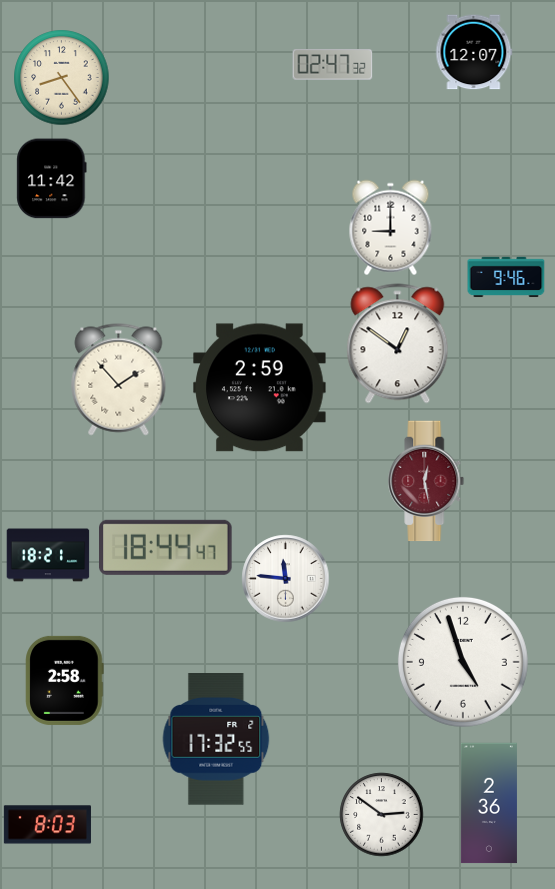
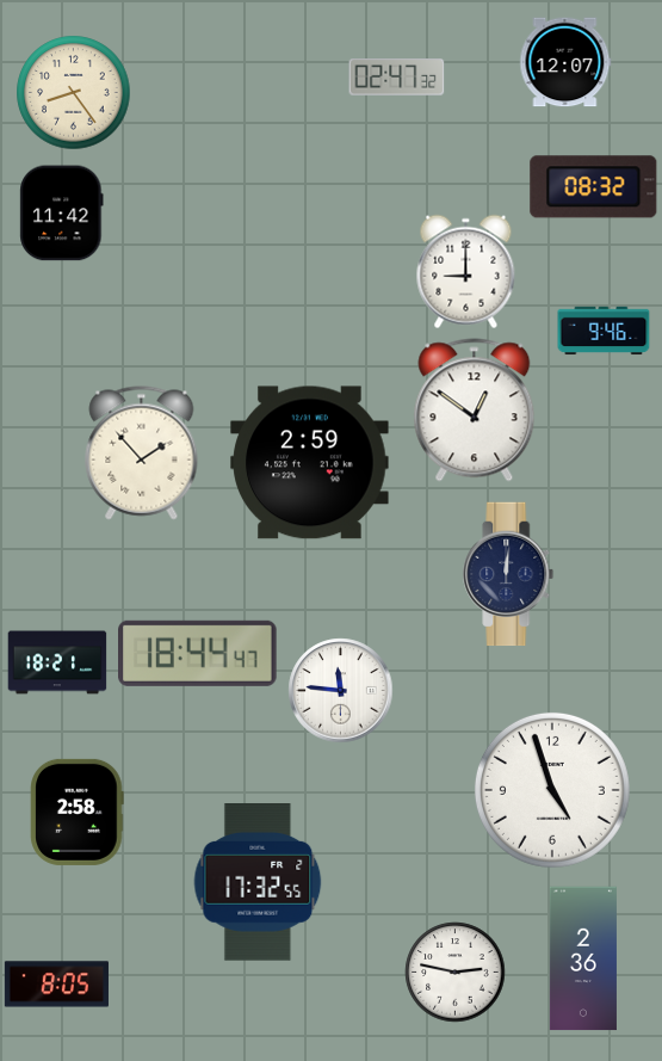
clock at (594, 187): none -> 08:32
clock at (426, 481): 12:28 -> 12:01
clock at (426, 481) dial: burgundy -> navy
clock at (382, 815): 2:51 -> 2:47
clock at (47, 825): 8:03 -> 8:05
